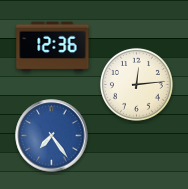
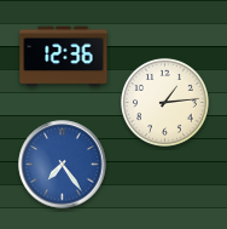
clock at (137, 85): 12:14 -> 1:14
